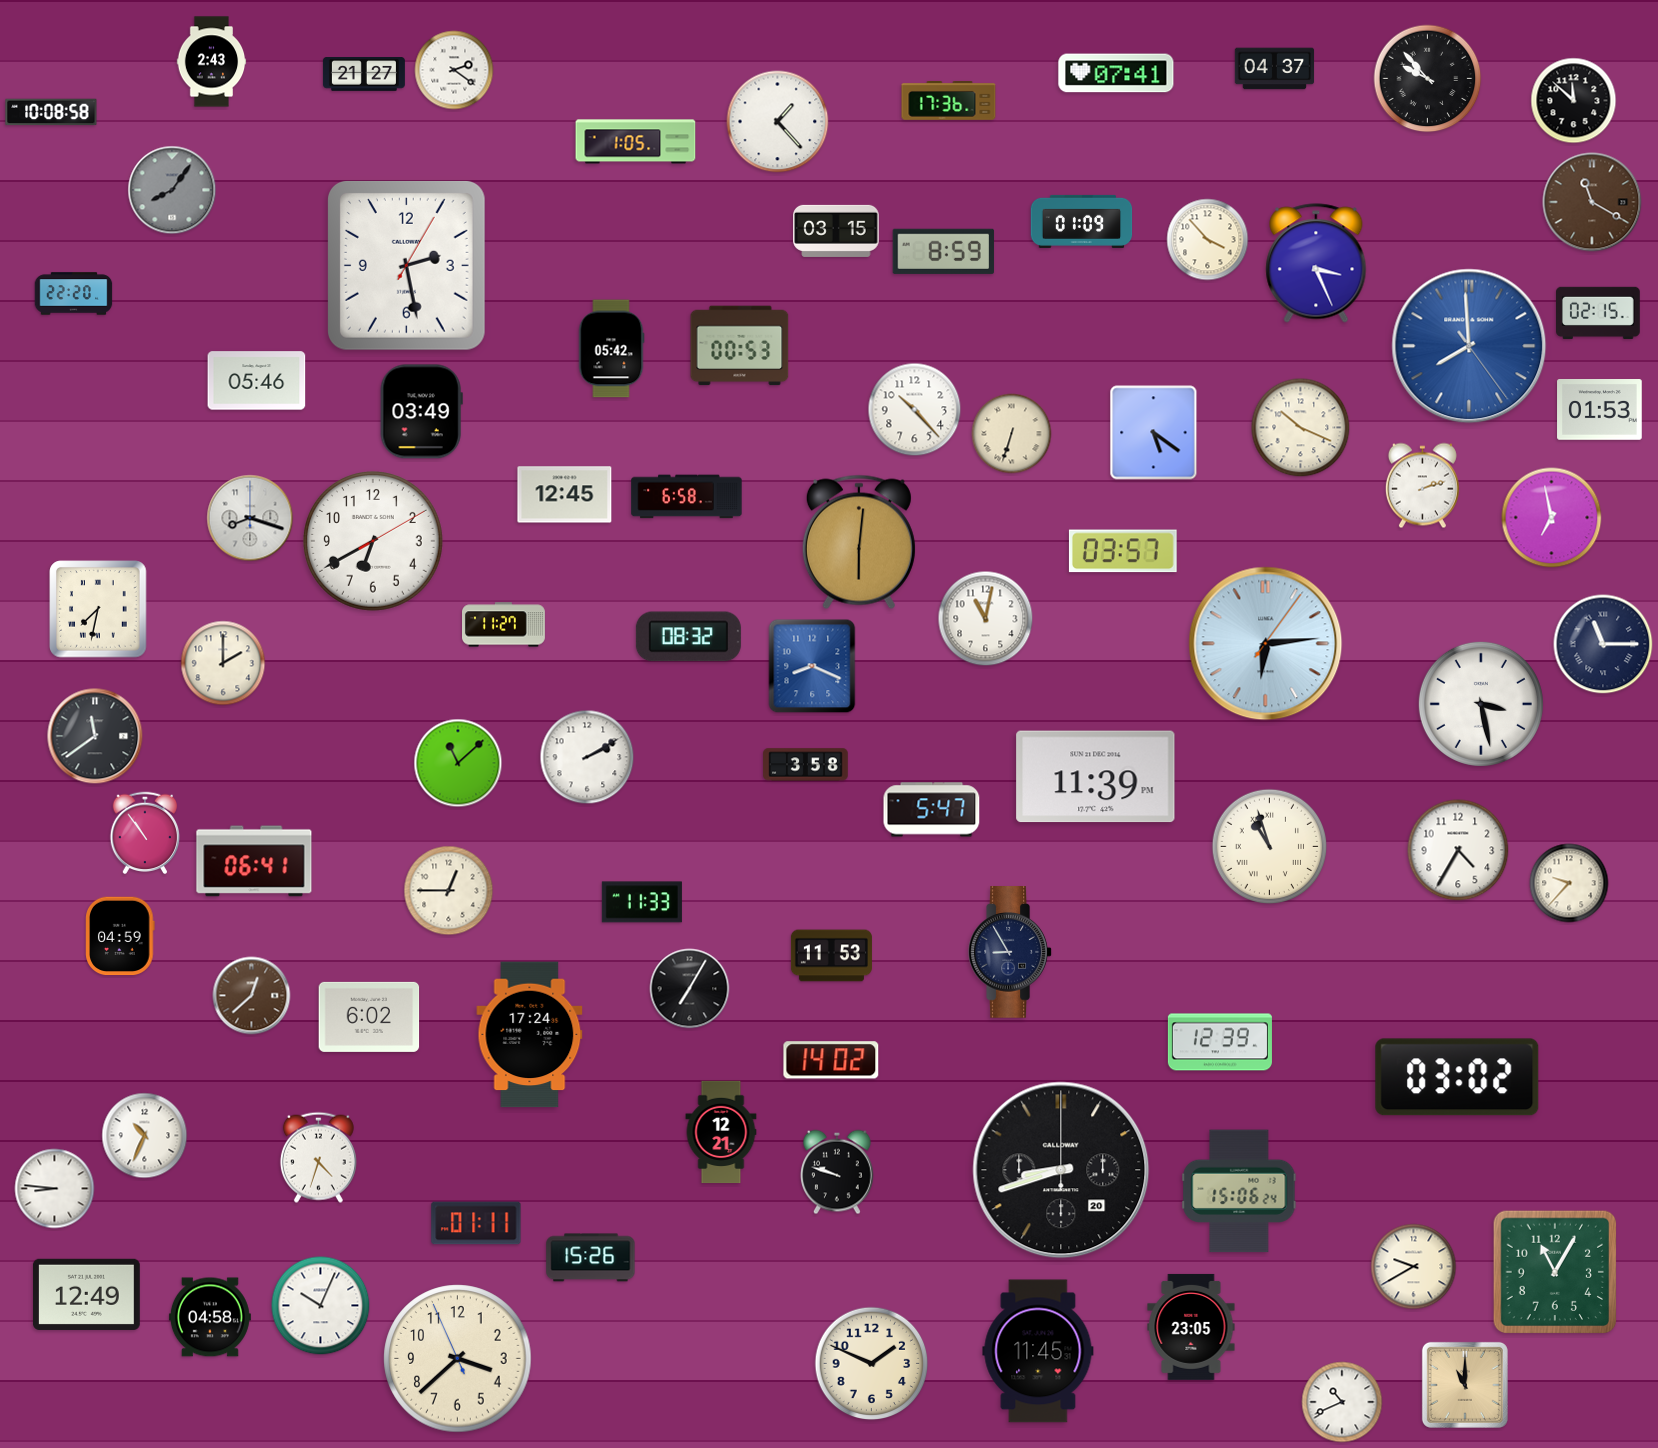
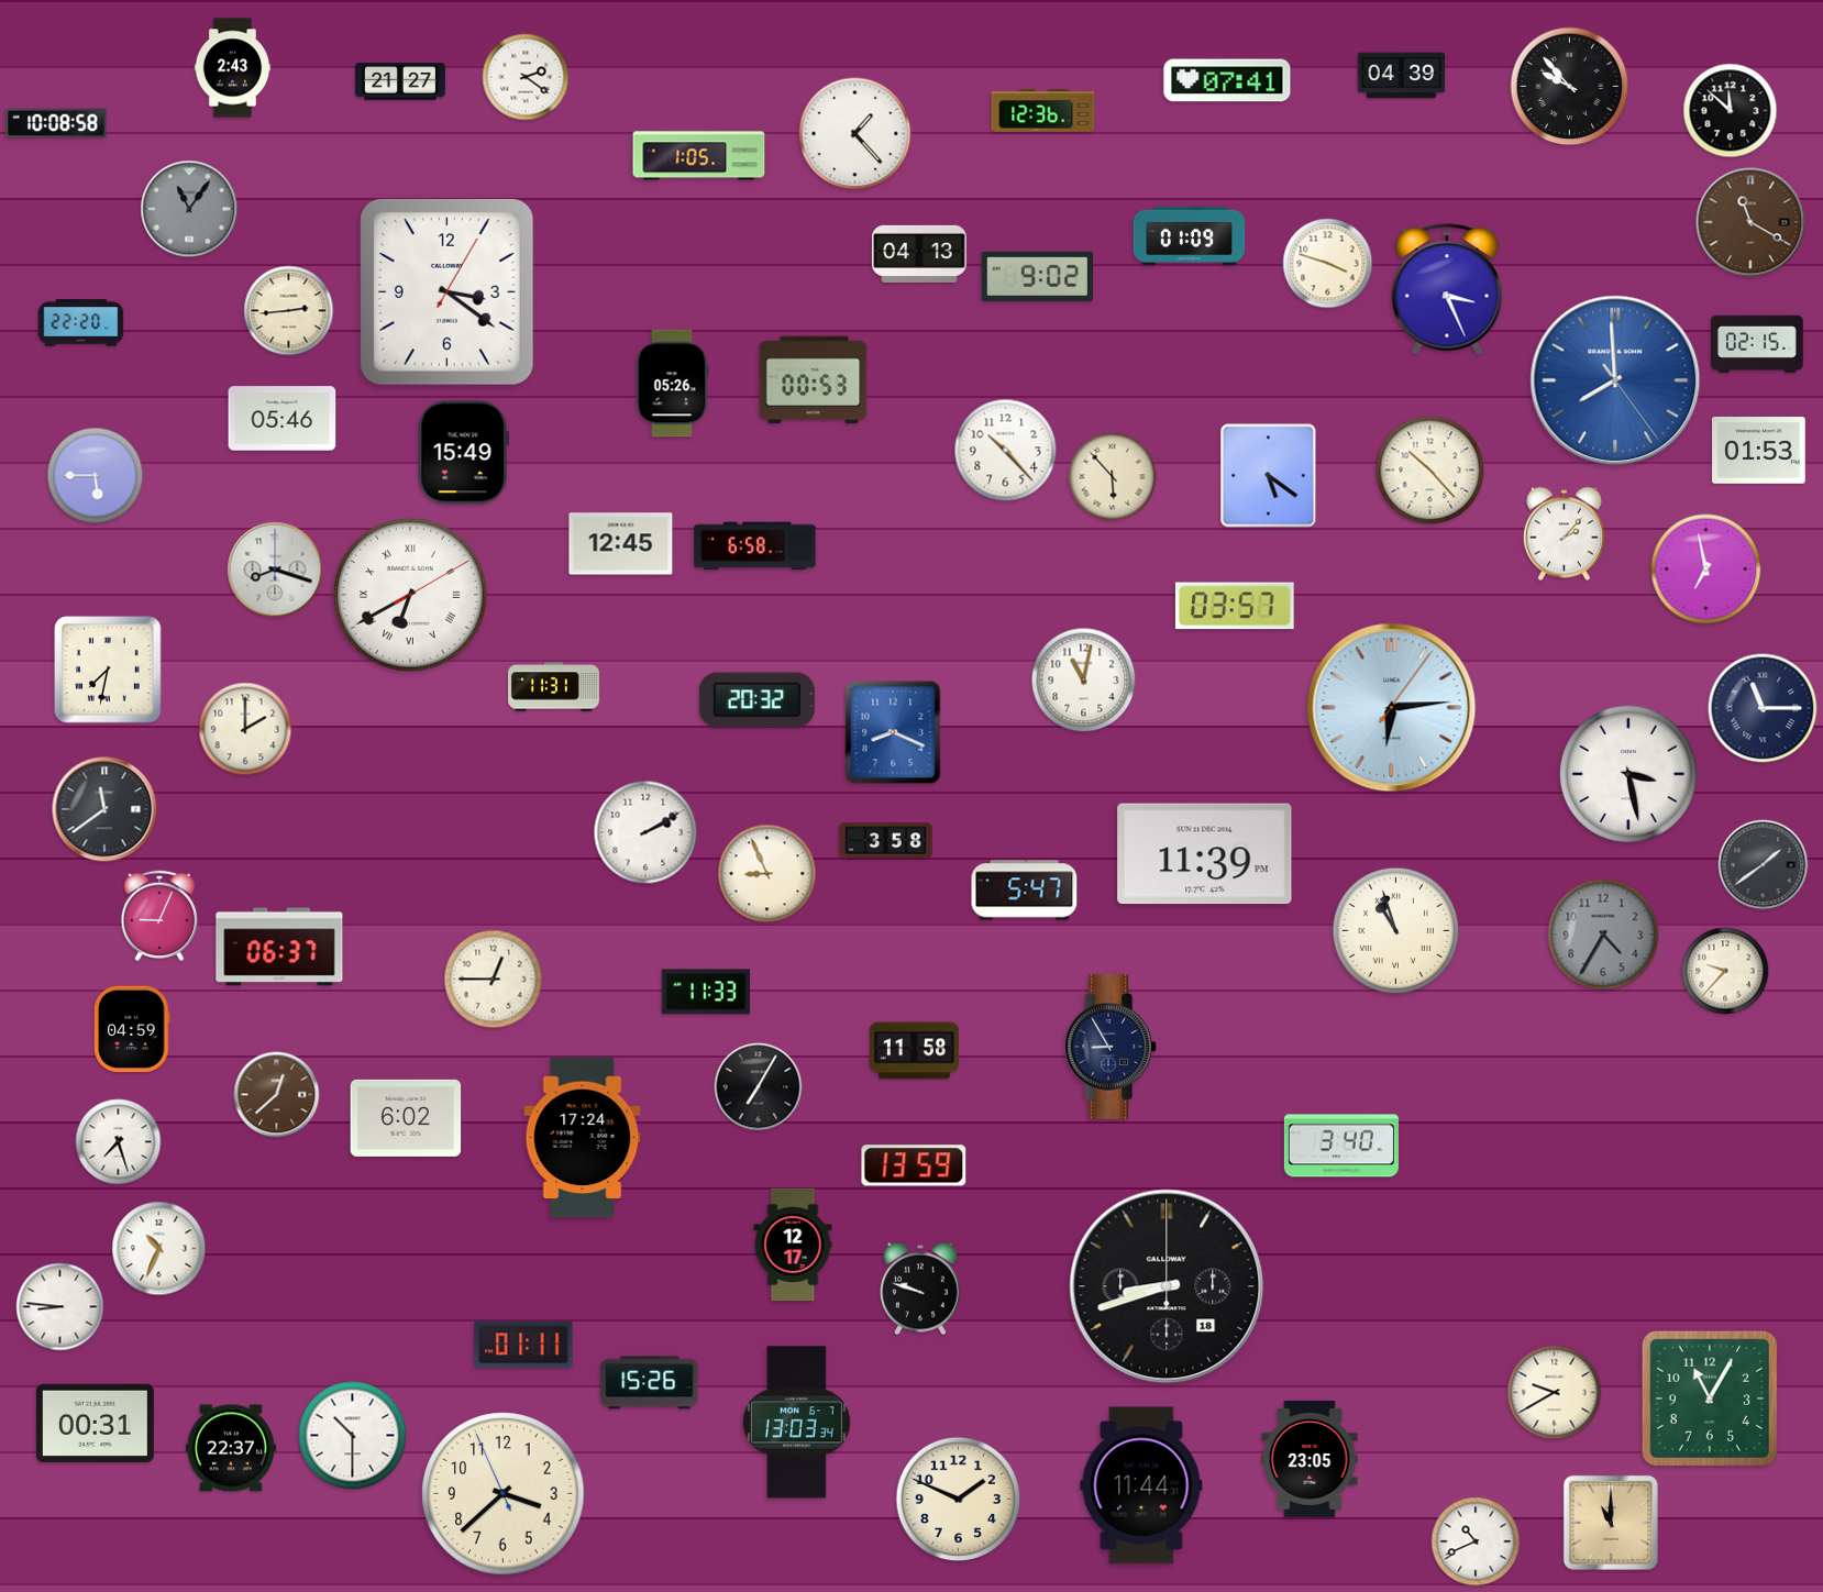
clock at (1275, 69): 04:37 -> 04:39
clock at (454, 70) position: (454, 70) -> (526, 77)
clock at (949, 101): 17:36 -> 12:36
clock at (172, 190): 8:06 -> 11:06
clock at (1082, 221) position: (1082, 221) -> (1190, 235)
clock at (836, 231): 03:15 -> 04:13
clock at (1208, 240): 3:53 -> 3:48
clock at (943, 251): 8:59 -> 9:02
clock at (406, 266): 2:28 -> 3:21
clock at (289, 311): none -> 2:44
clock at (611, 349): 05:42 -> 05:26
clock at (421, 412): 03:49 -> 15:49
clock at (1301, 428): 10:19 -> 10:23
clock at (96, 476): none -> 5:45
clock at (1012, 434): 6:33 -> 5:53
clock at (1422, 486): 2:12 -> 2:07
clock at (374, 542) numerals: Arabic -> Roman
clock at (859, 542): 6:01 -> none
clock at (504, 625): 11:27 -> 11:31
clock at (688, 637): 08:32 -> 20:32
clock at (458, 763): 11:08 -> none
clock at (1764, 865): none -> 1:39
clock at (767, 874): none -> 8:56
clock at (145, 833): 10:54 -> 9:04
clock at (1458, 850) dial: white -> grey
clock at (254, 861): 06:41 -> 06:37
clock at (831, 956): 11:53 -> 11:58
clock at (119, 1142): none -> 7:27
clock at (1220, 1042): 12:39 -> 3:40
clock at (831, 1060): 14:02 -> 13:59
clock at (1457, 1077): 03:02 -> none
clock at (721, 1132): 12:21 -> 12:17
clock at (318, 1157): 4:33 -> none
clock at (1061, 1170) date: 20 -> 18
clock at (1239, 1191): 15:06 -> none
clock at (86, 1294): 12:49 -> 00:31
clock at (797, 1423): none -> 13:03
clock at (321, 1306): 10:04 -> 10:30
clock at (210, 1317): 04:58 -> 22:37
clock at (1038, 1351): 11:45 -> 11:44
